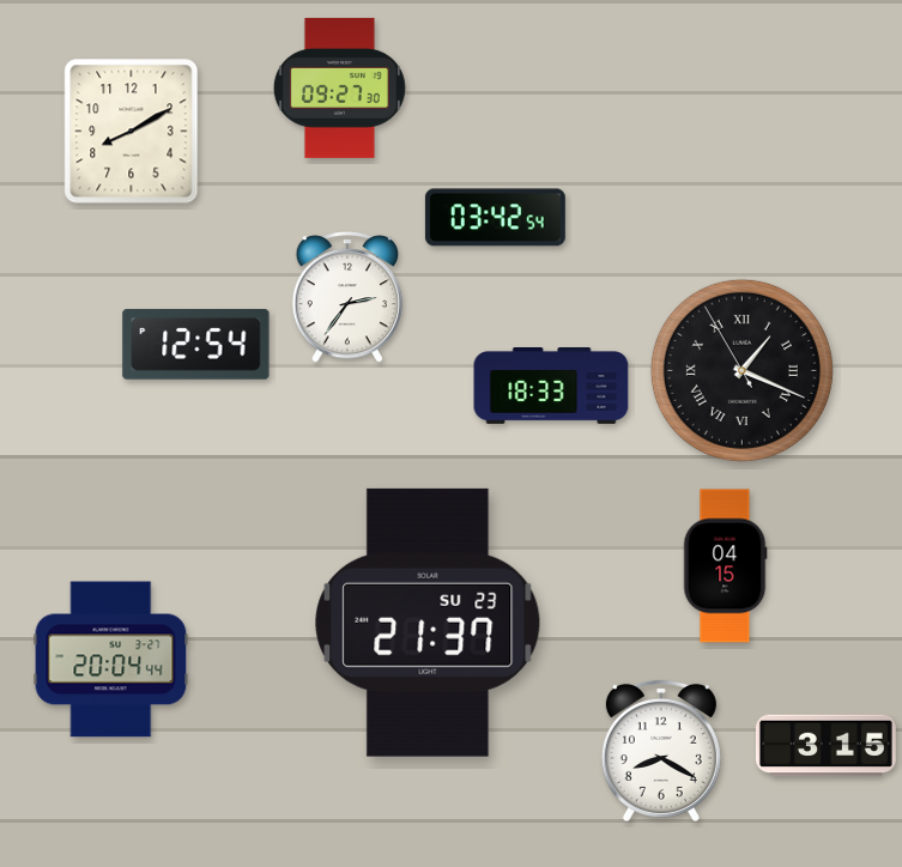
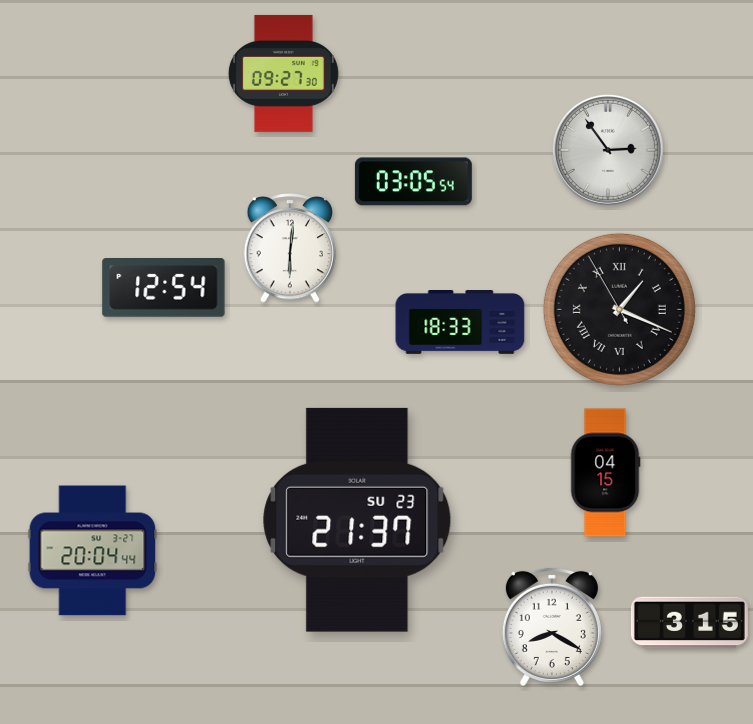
clock at (132, 132): 8:10 -> none
clock at (608, 150): none -> 2:54
clock at (495, 218): 03:42 -> 03:05
clock at (346, 298): 2:36 -> 6:01
